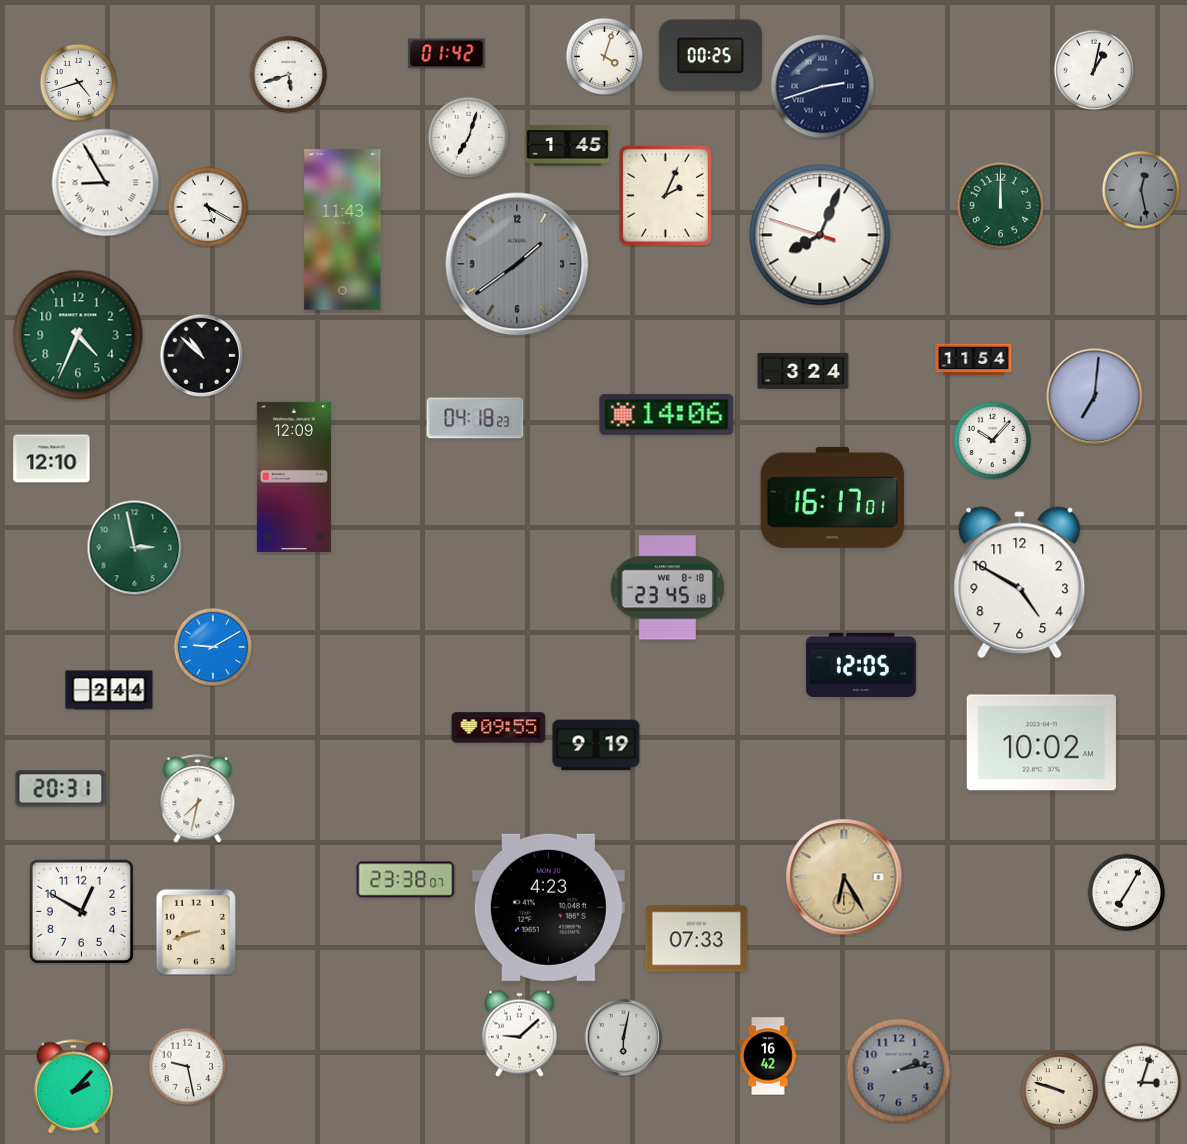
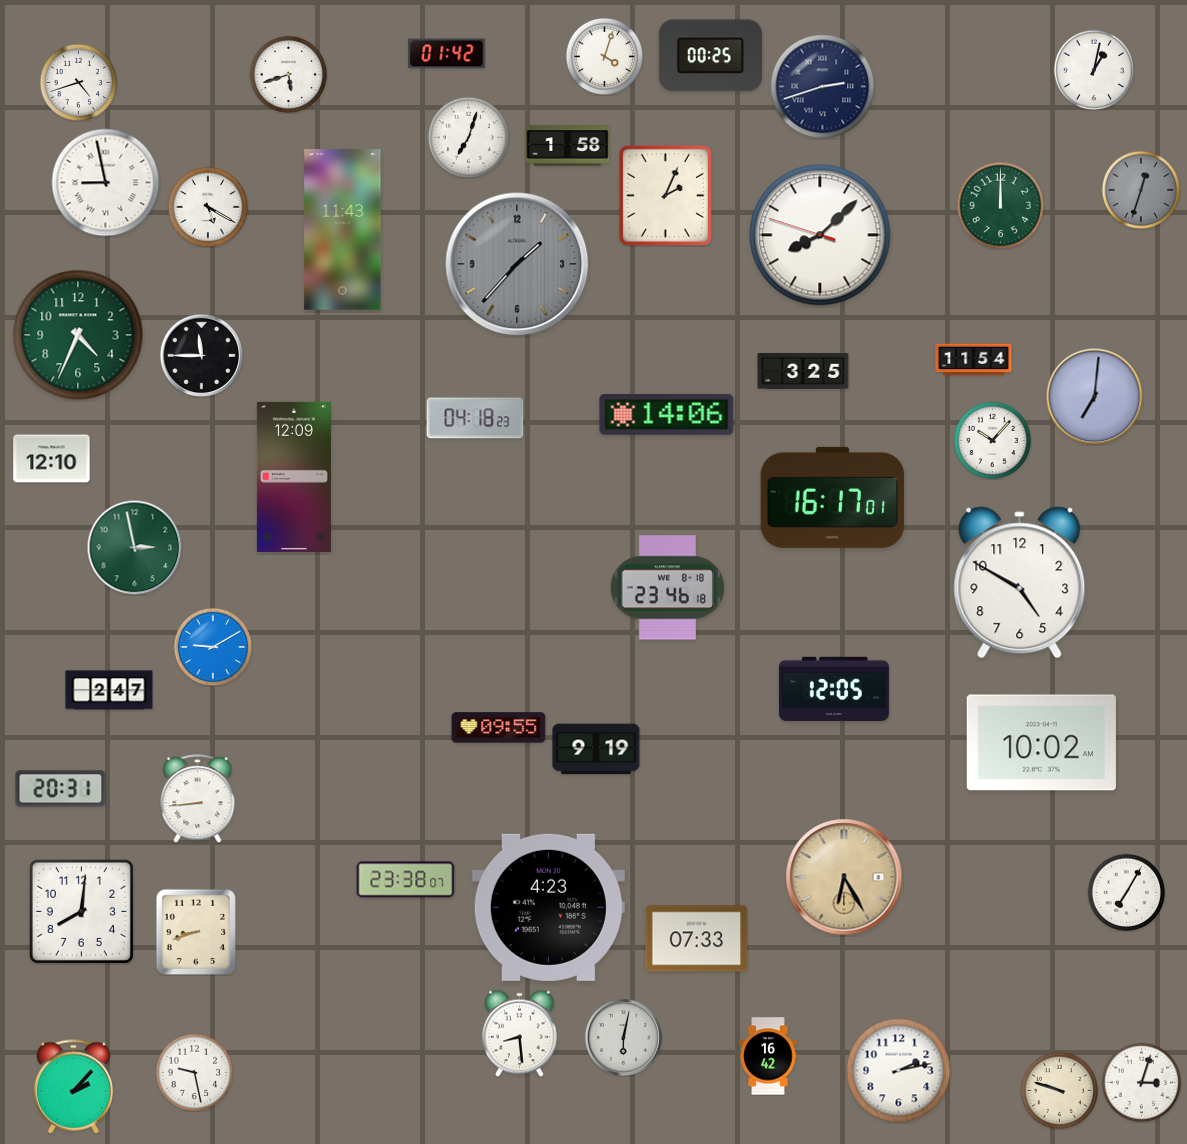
clock at (568, 146): 1:45 -> 1:58
clock at (106, 183): 8:55 -> 8:58
clock at (1141, 190): 12:28 -> 12:33
clock at (820, 235): 8:03 -> 8:07
clock at (517, 264): 1:39 -> 1:37
clock at (201, 355): 10:52 -> 11:45
clock at (803, 371): 3:24 -> 3:25
clock at (667, 588): 23:45 -> 23:46
clock at (861, 664) position: (861, 664) -> (834, 688)
clock at (109, 690): 2:44 -> 2:47
clock at (596, 745) position: (596, 745) -> (596, 749)
clock at (198, 799): 7:32 -> 8:44
clock at (81, 911): 12:50 -> 8:01
clock at (520, 1033): 9:08 -> 8:29
clock at (187, 1066) position: (187, 1066) -> (194, 1072)
clock at (899, 1071) dial: grey -> white
